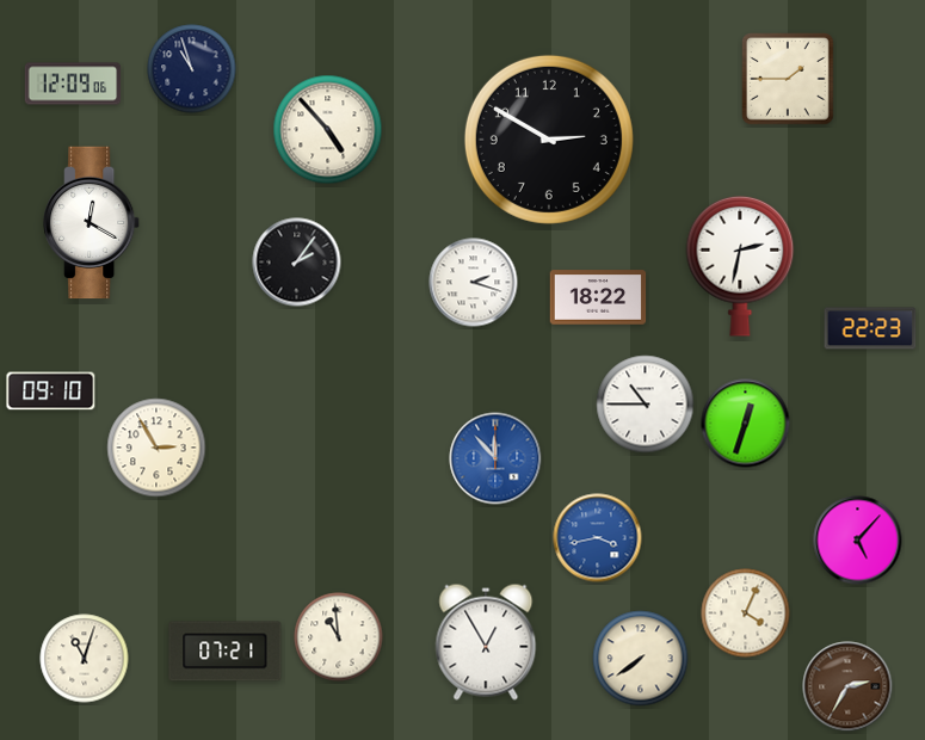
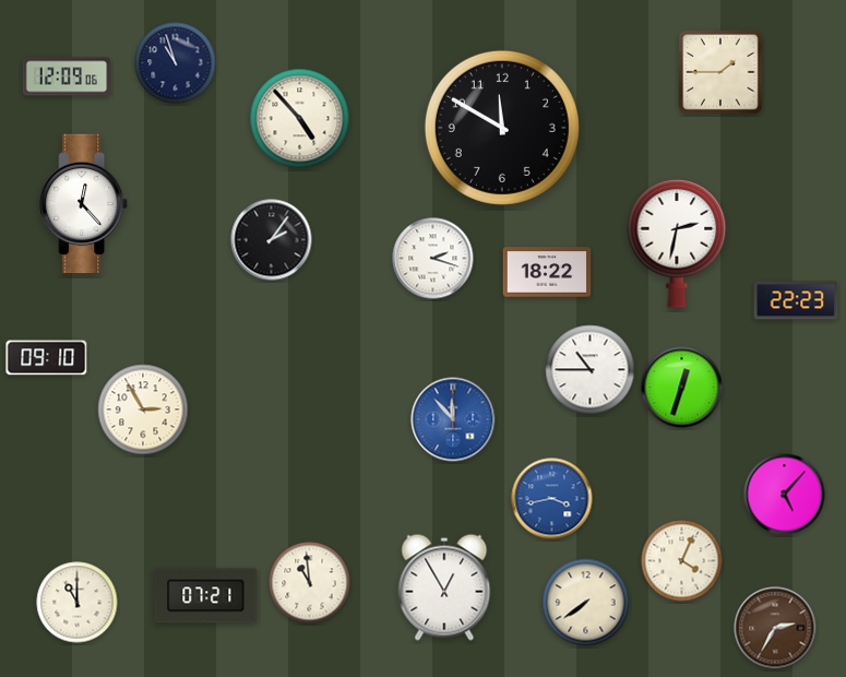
clock at (549, 140): 2:50 -> 11:50
clock at (92, 223): 12:20 -> 12:23
clock at (598, 538) position: (598, 538) -> (552, 499)
clock at (85, 659): 11:03 -> 11:00
